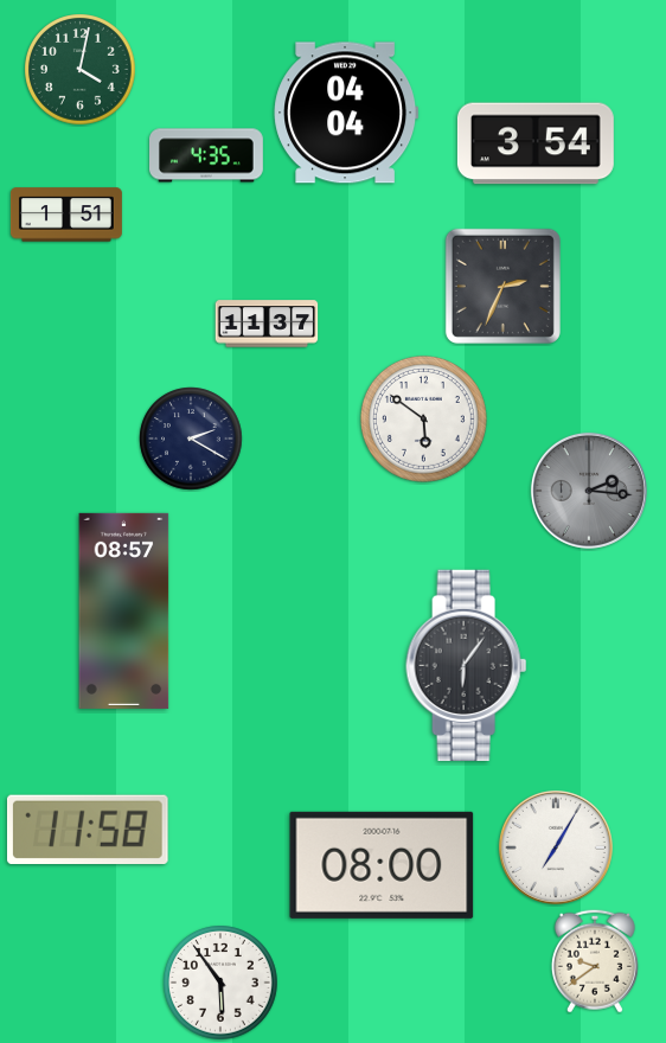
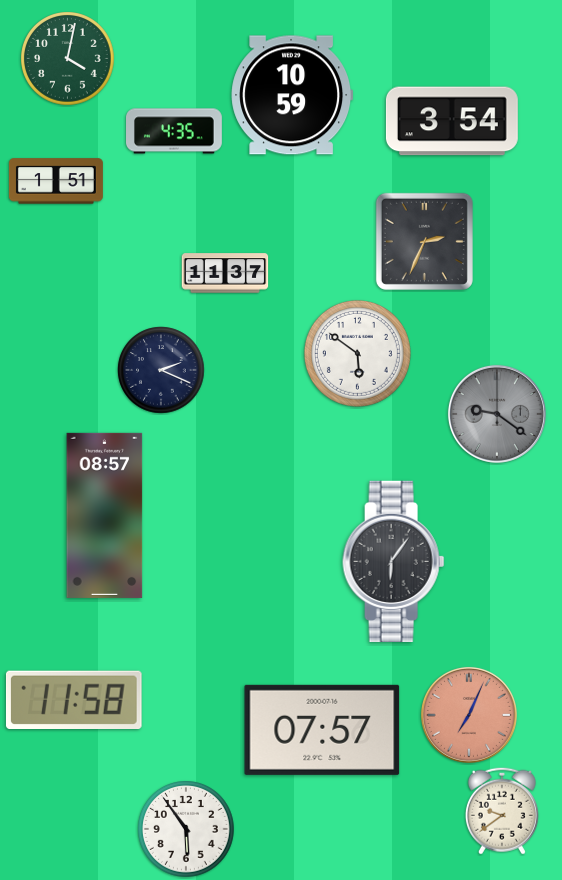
clock at (346, 113): 04:04 -> 10:59
clock at (191, 439): 2:20 -> 2:19
clock at (589, 491): 2:16 -> 9:21
clock at (556, 847): 7:05 -> 7:04
clock at (556, 847) dial: white -> salmon
clock at (382, 865): 08:00 -> 07:57
